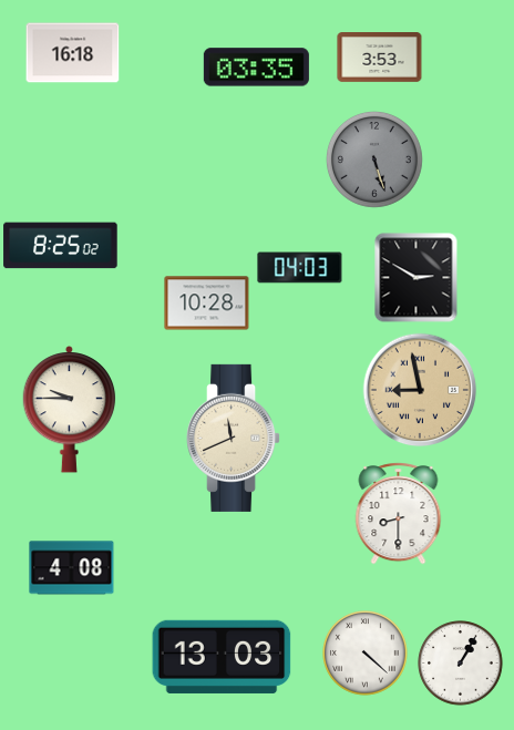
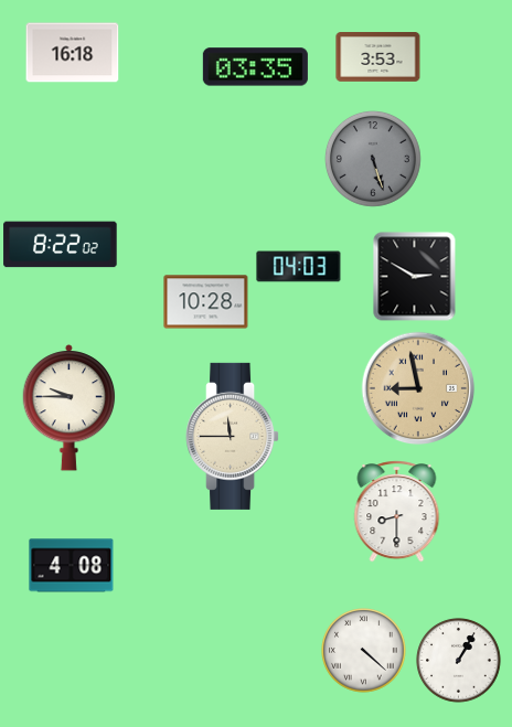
clock at (61, 246): 8:25 -> 8:22
clock at (234, 438): 11:41 -> 11:45
clock at (222, 657): 13:03 -> none
